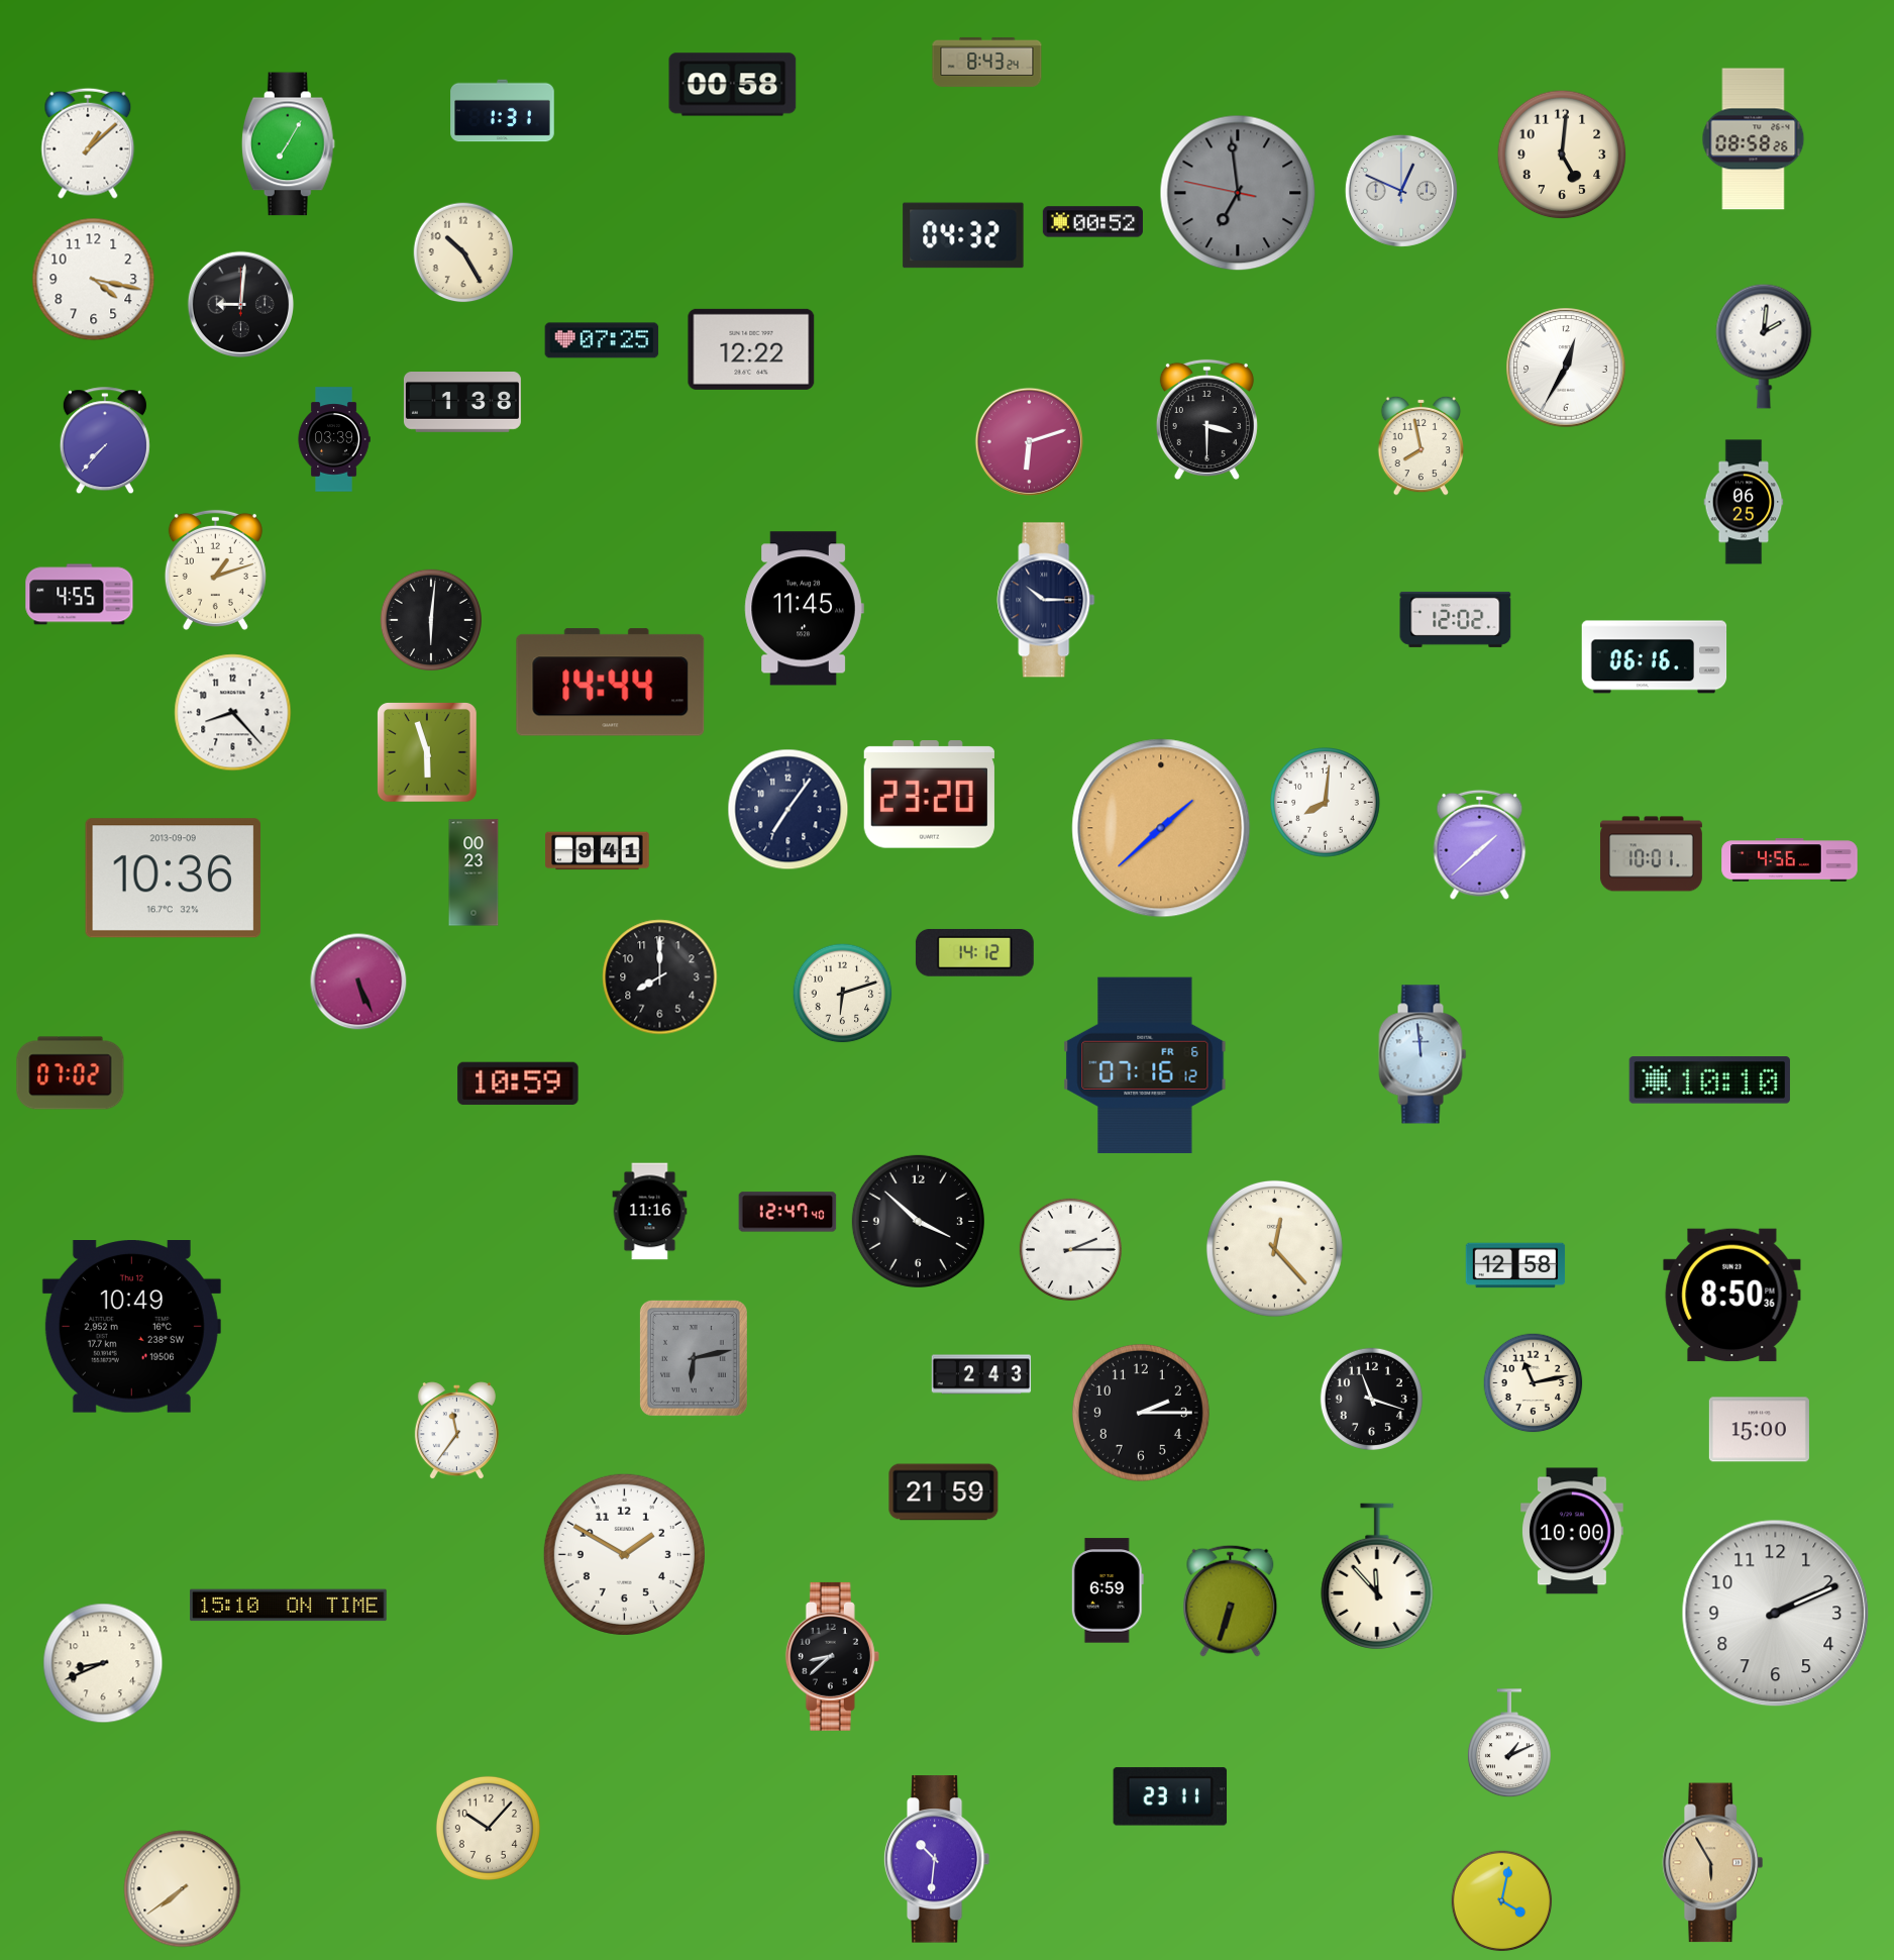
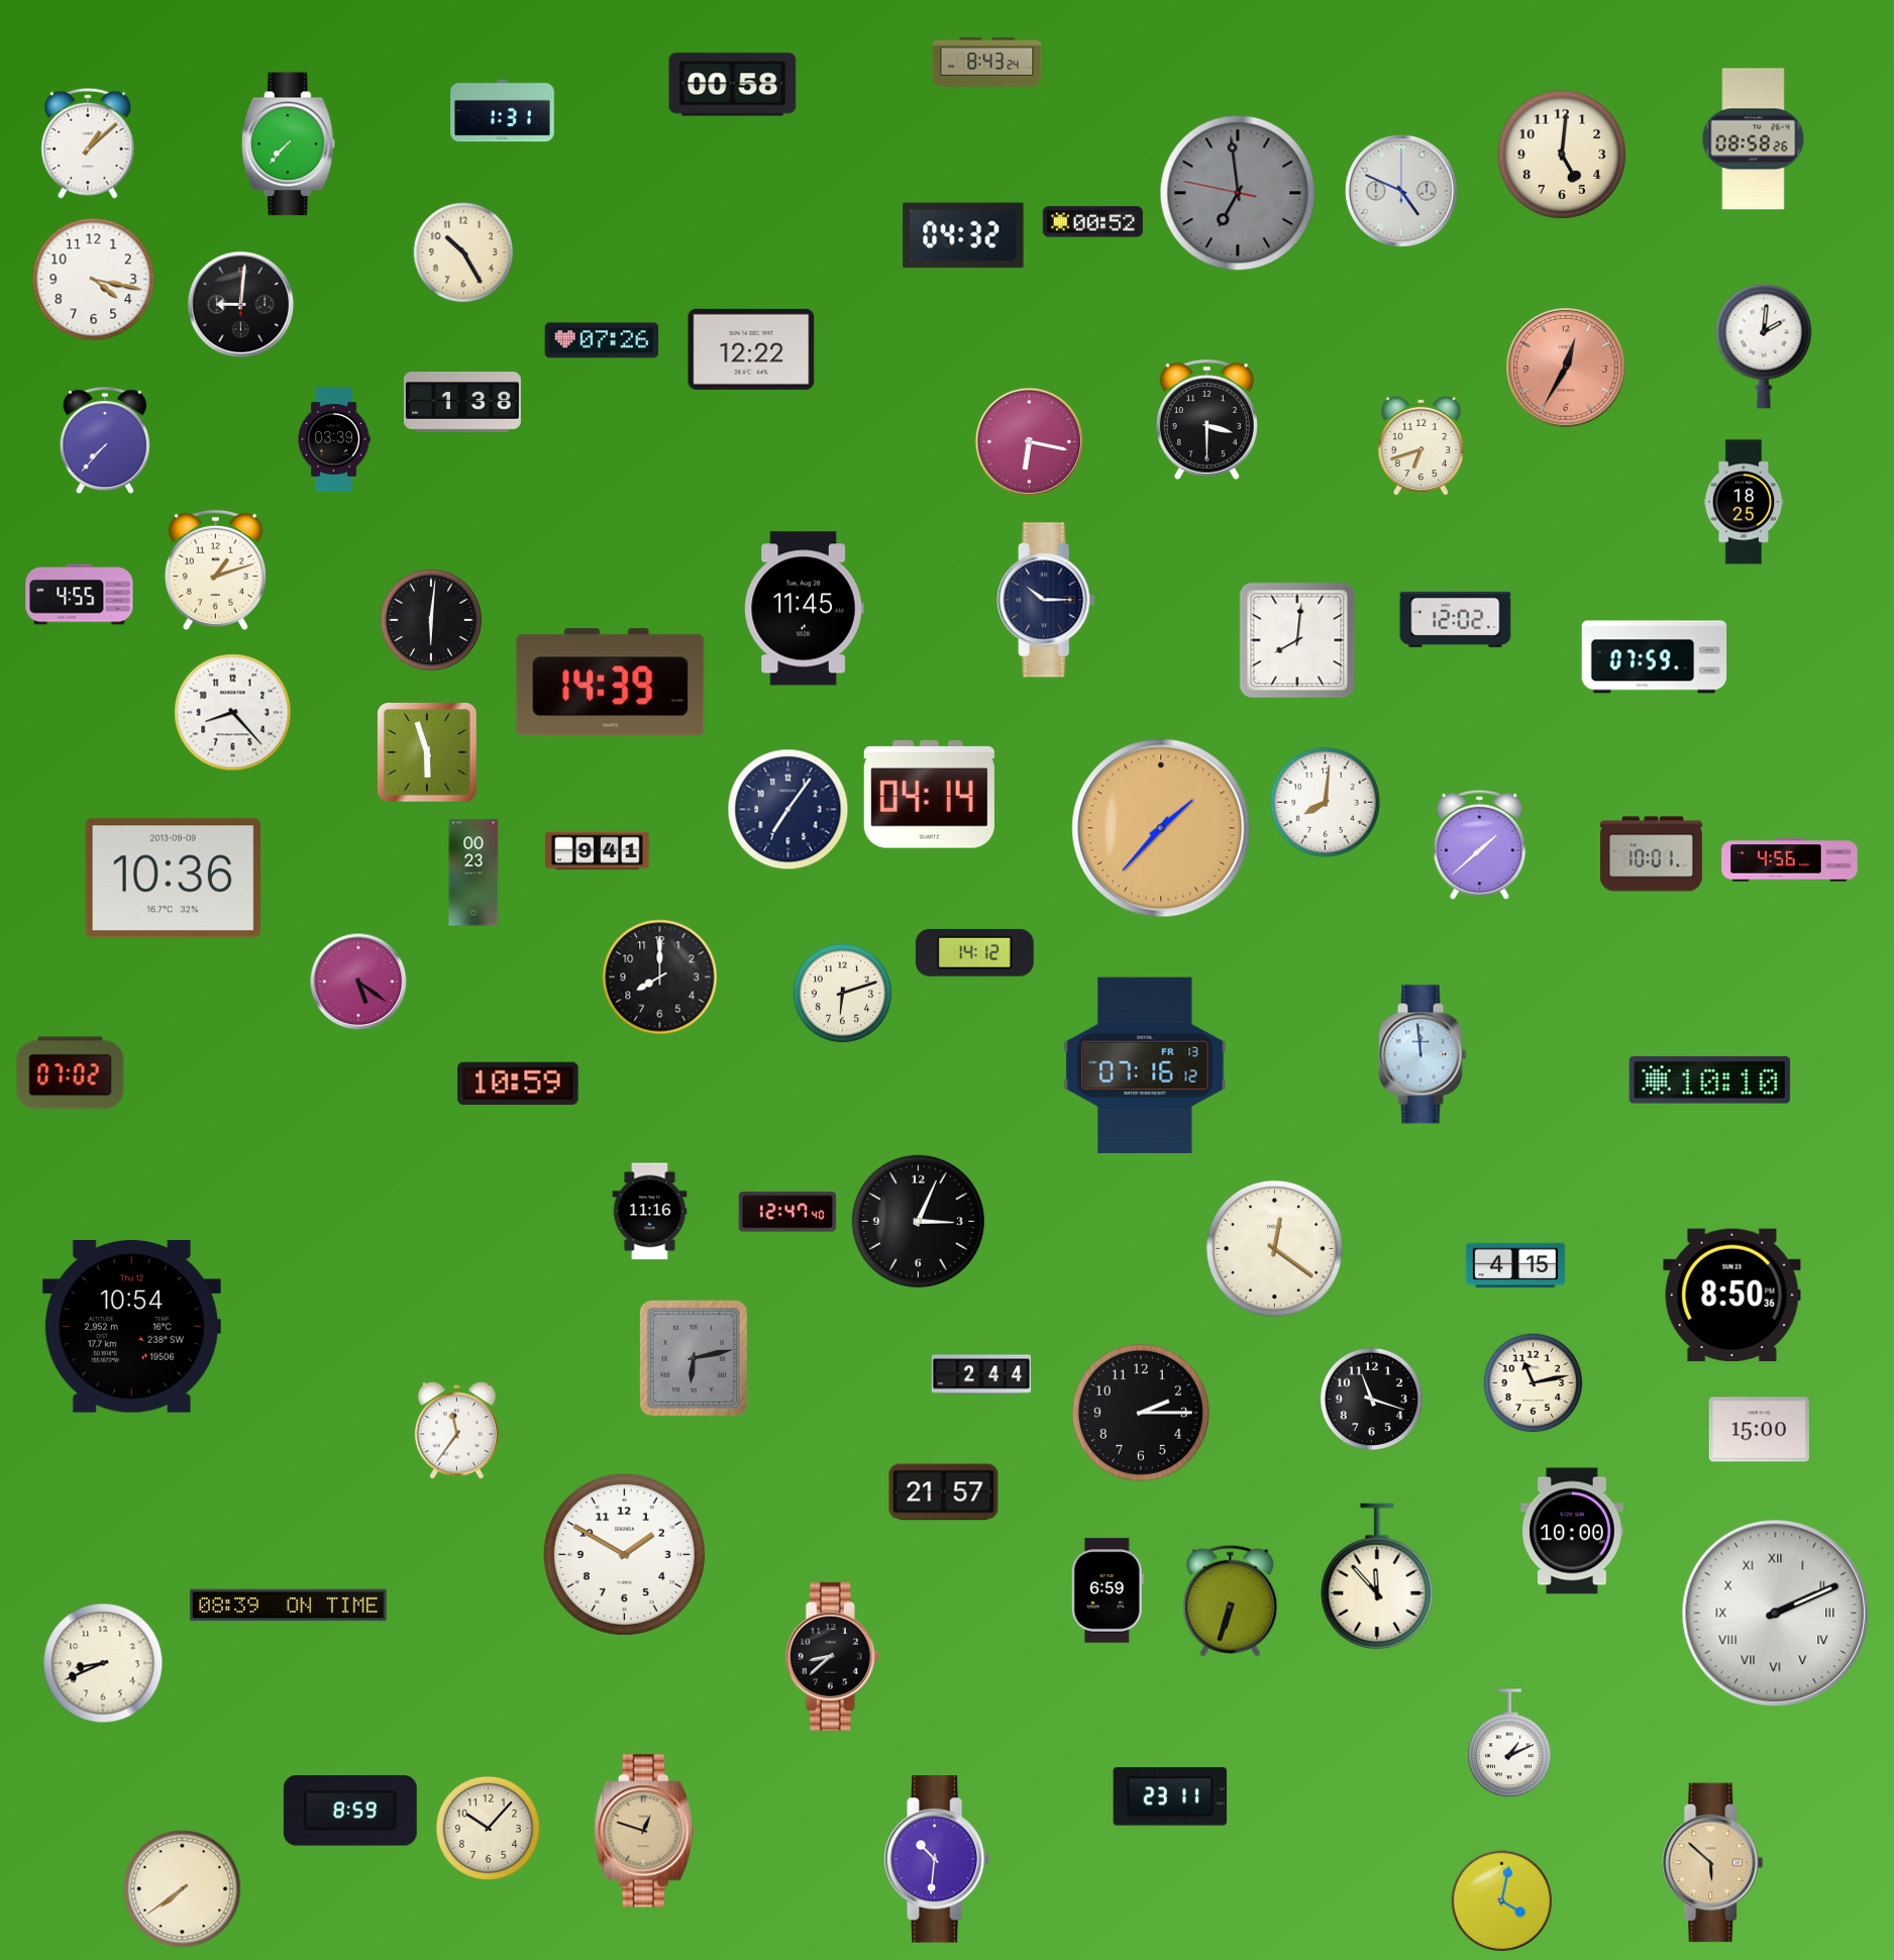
clock at (288, 144): 7:05 -> 7:37
clock at (1401, 191): 12:49 -> 4:49
clock at (602, 340): 07:25 -> 07:26
clock at (1566, 368) dial: white -> salmon
clock at (1029, 441): 6:12 -> 6:17
clock at (1422, 445): 7:58 -> 6:42
clock at (1744, 502): 06:25 -> 18:25
clock at (1297, 640): none -> 8:01
clock at (1655, 657): 06:16 -> 07:59
clock at (611, 683): 14:44 -> 14:39
clock at (929, 795): 23:20 -> 04:14
clock at (1161, 828): 1:38 -> 1:37
clock at (358, 982): 5:26 -> 5:21
clock at (1145, 1064) date: FR 6 -> FR 13
clock at (918, 1221): 3:52 -> 3:04
clock at (1274, 1248): 12:23 -> 12:21
clock at (1070, 1249): 2:15 -> none
clock at (1515, 1265): 12:58 -> 4:15
clock at (131, 1327): 10:49 -> 10:54
clock at (981, 1374): 2:43 -> 2:44
clock at (944, 1492): 21:59 -> 21:57
clock at (289, 1606): 15:10 -> 08:39
clock at (1776, 1614) numerals: Arabic -> Roman
clock at (350, 1812): none -> 8:59
clock at (644, 1831): none -> 12:48
clock at (1713, 1863): 5:55 -> 5:52
